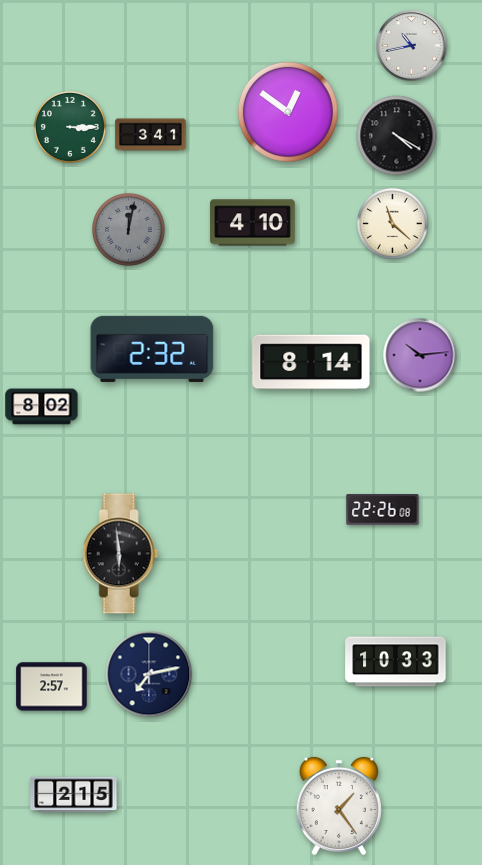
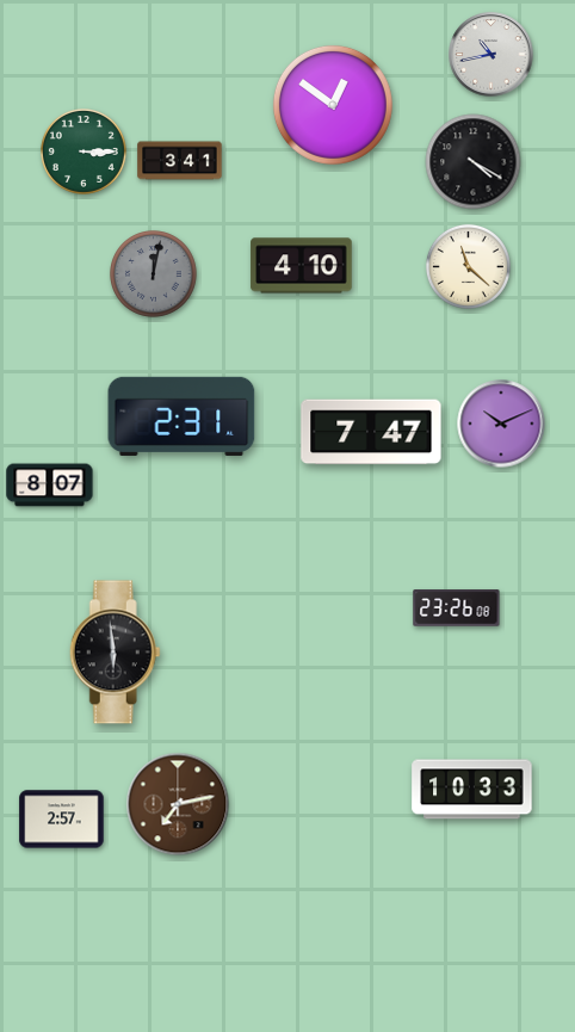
clock at (288, 112) position: (288, 112) -> (333, 105)
clock at (152, 349): 2:32 -> 2:31
clock at (420, 355): 10:14 -> 10:11
clock at (311, 362): 8:14 -> 7:47
clock at (42, 407): 8:02 -> 8:07
clock at (383, 510): 22:26 -> 23:26
clock at (120, 554) position: (120, 554) -> (115, 653)
clock at (149, 674) dial: navy -> brown
clock at (74, 795): 2:15 -> none
clock at (339, 806): 1:24 -> none
